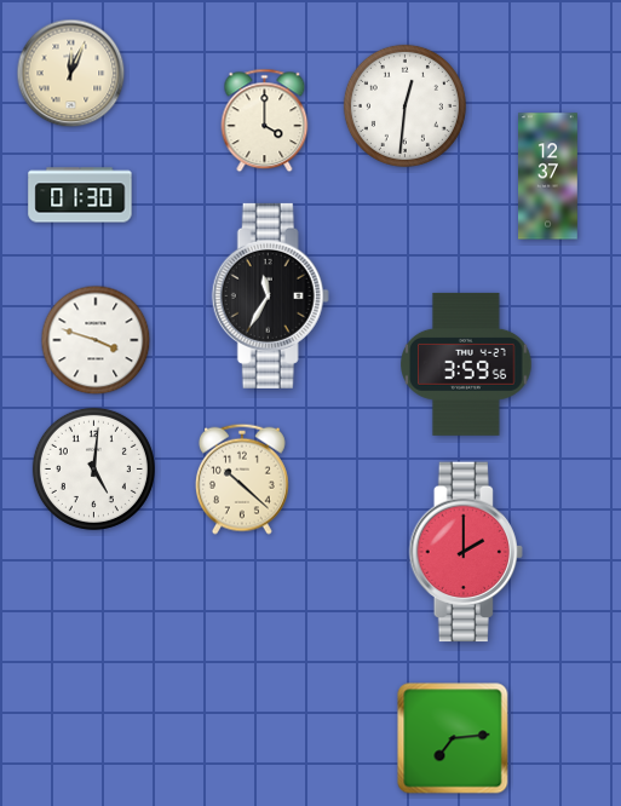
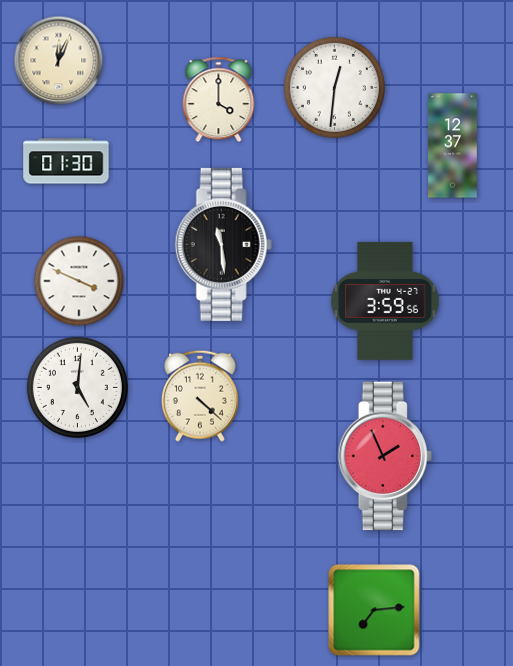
clock at (270, 295): 11:35 -> 11:29
clock at (96, 340): 3:48 -> 3:49
clock at (242, 479): 10:22 -> 4:22
clock at (466, 552): 2:00 -> 1:56
